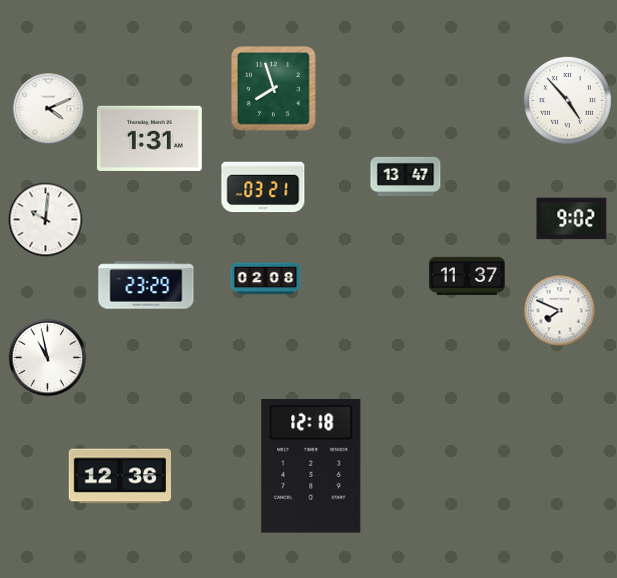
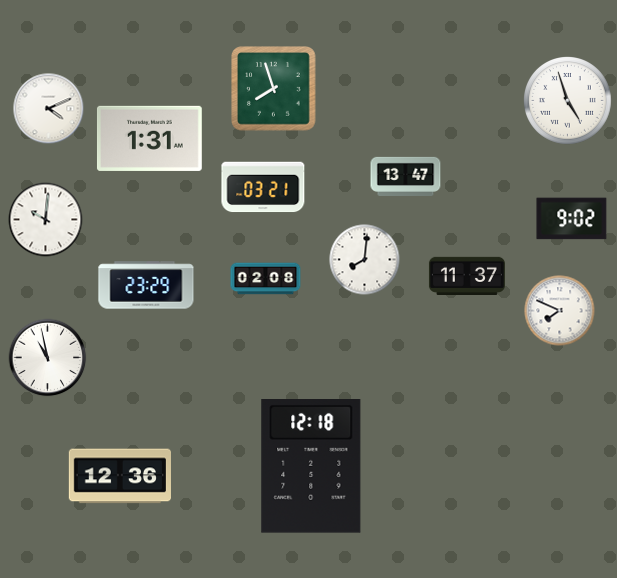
clock at (568, 101): 4:53 -> 4:57
clock at (365, 260): none -> 8:01
